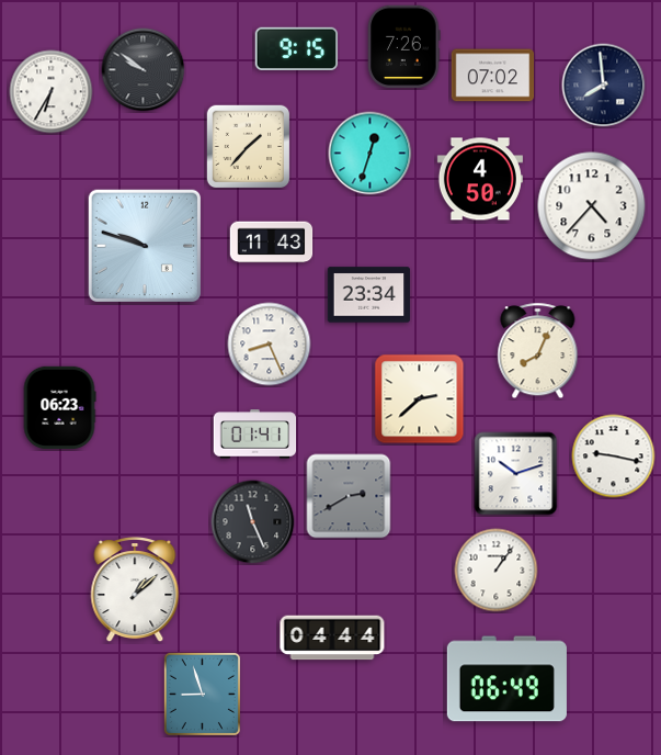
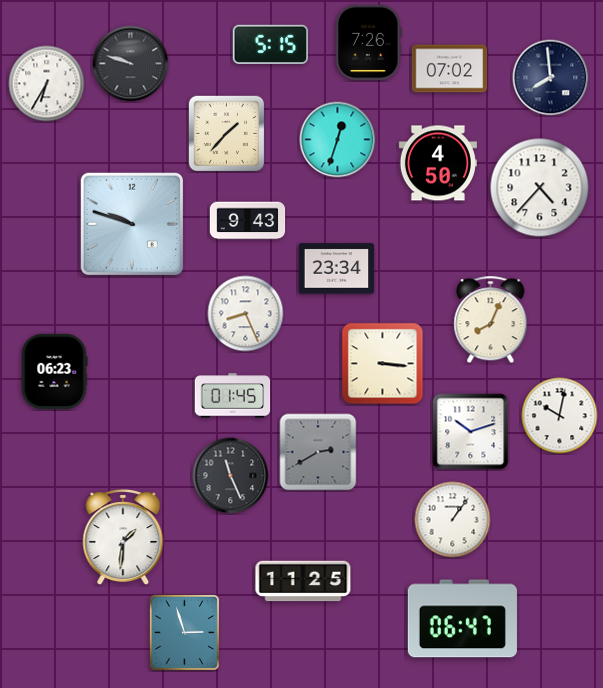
clock at (297, 48): 9:15 -> 5:15
clock at (144, 70): 9:51 -> 9:48
clock at (272, 243): 11:43 -> 9:43
clock at (420, 399): 2:38 -> 3:16
clock at (255, 435): 01:41 -> 01:45
clock at (614, 457): 9:17 -> 10:02
clock at (135, 590): 1:08 -> 1:31
clock at (332, 638): 04:44 -> 11:25
clock at (506, 679): 06:49 -> 06:47
clock at (202, 694): 8:57 -> 2:57
